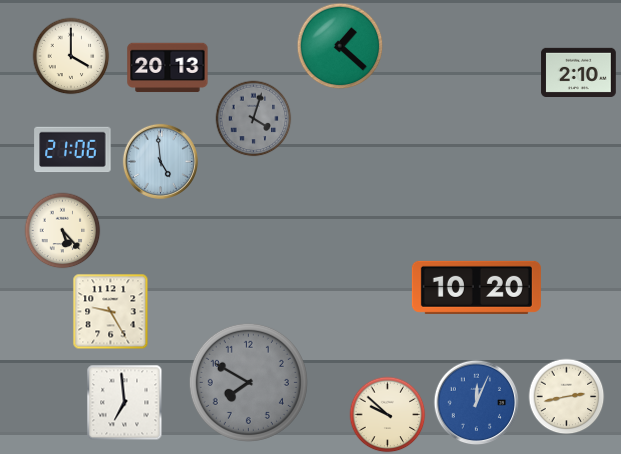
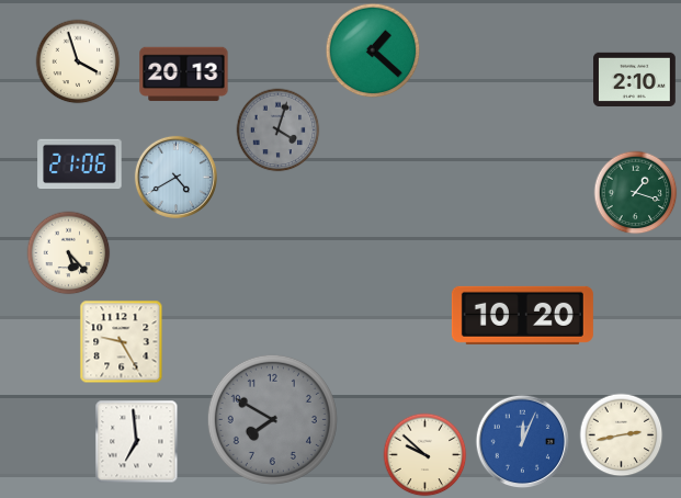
clock at (71, 56): 4:00 -> 3:57
clock at (160, 161): 4:59 -> 4:40
clock at (636, 193): none -> 1:18
